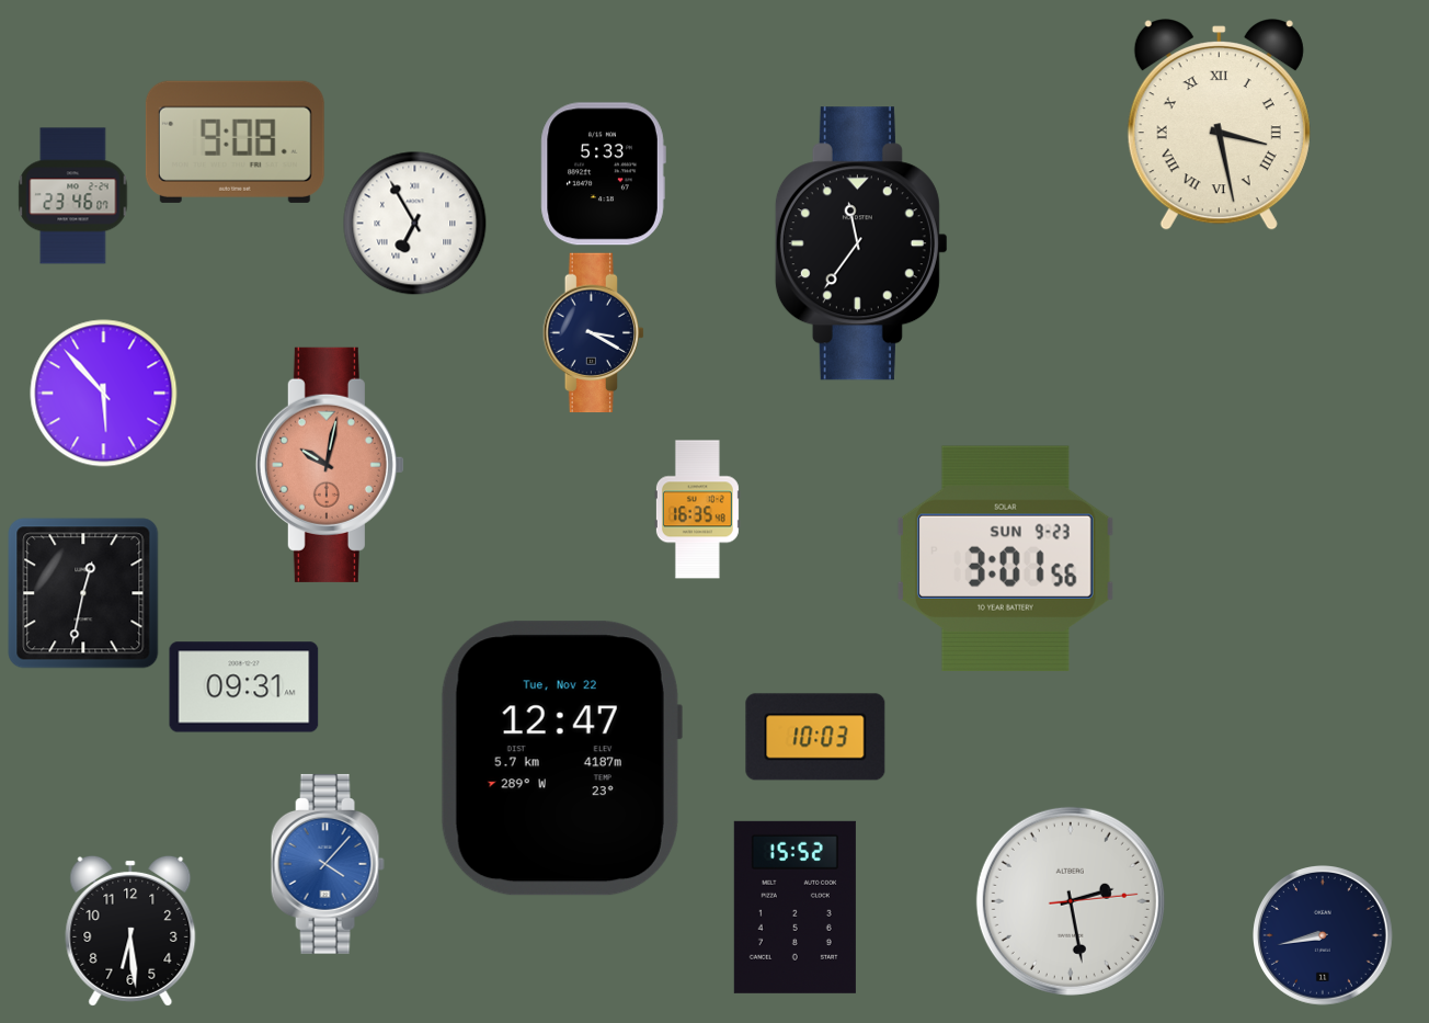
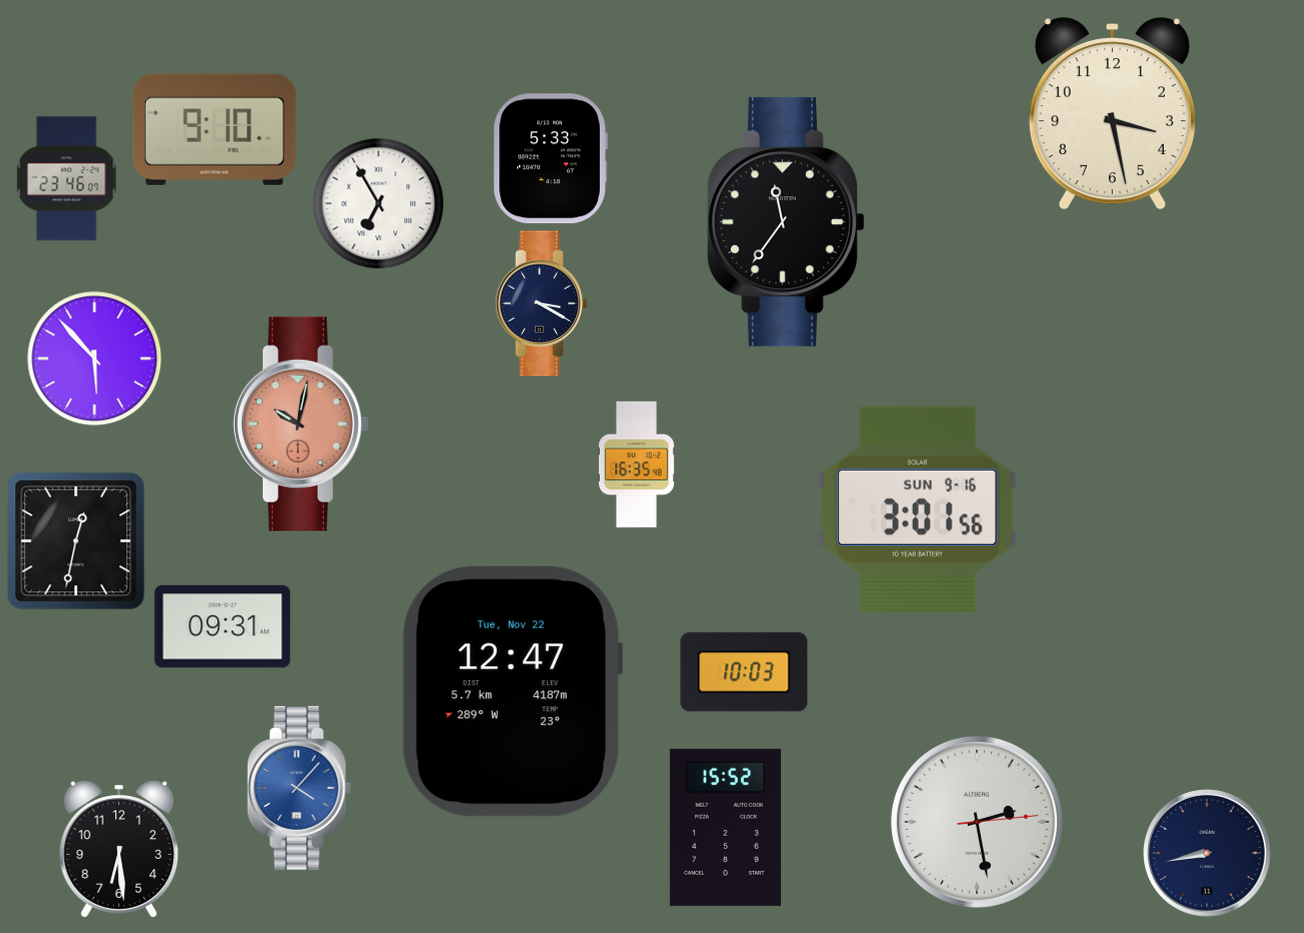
clock at (1219, 125) numerals: Roman -> Arabic
clock at (235, 141): 9:08 -> 9:10
clock at (1005, 558) date: SUN 9-23 -> SUN 9-16
